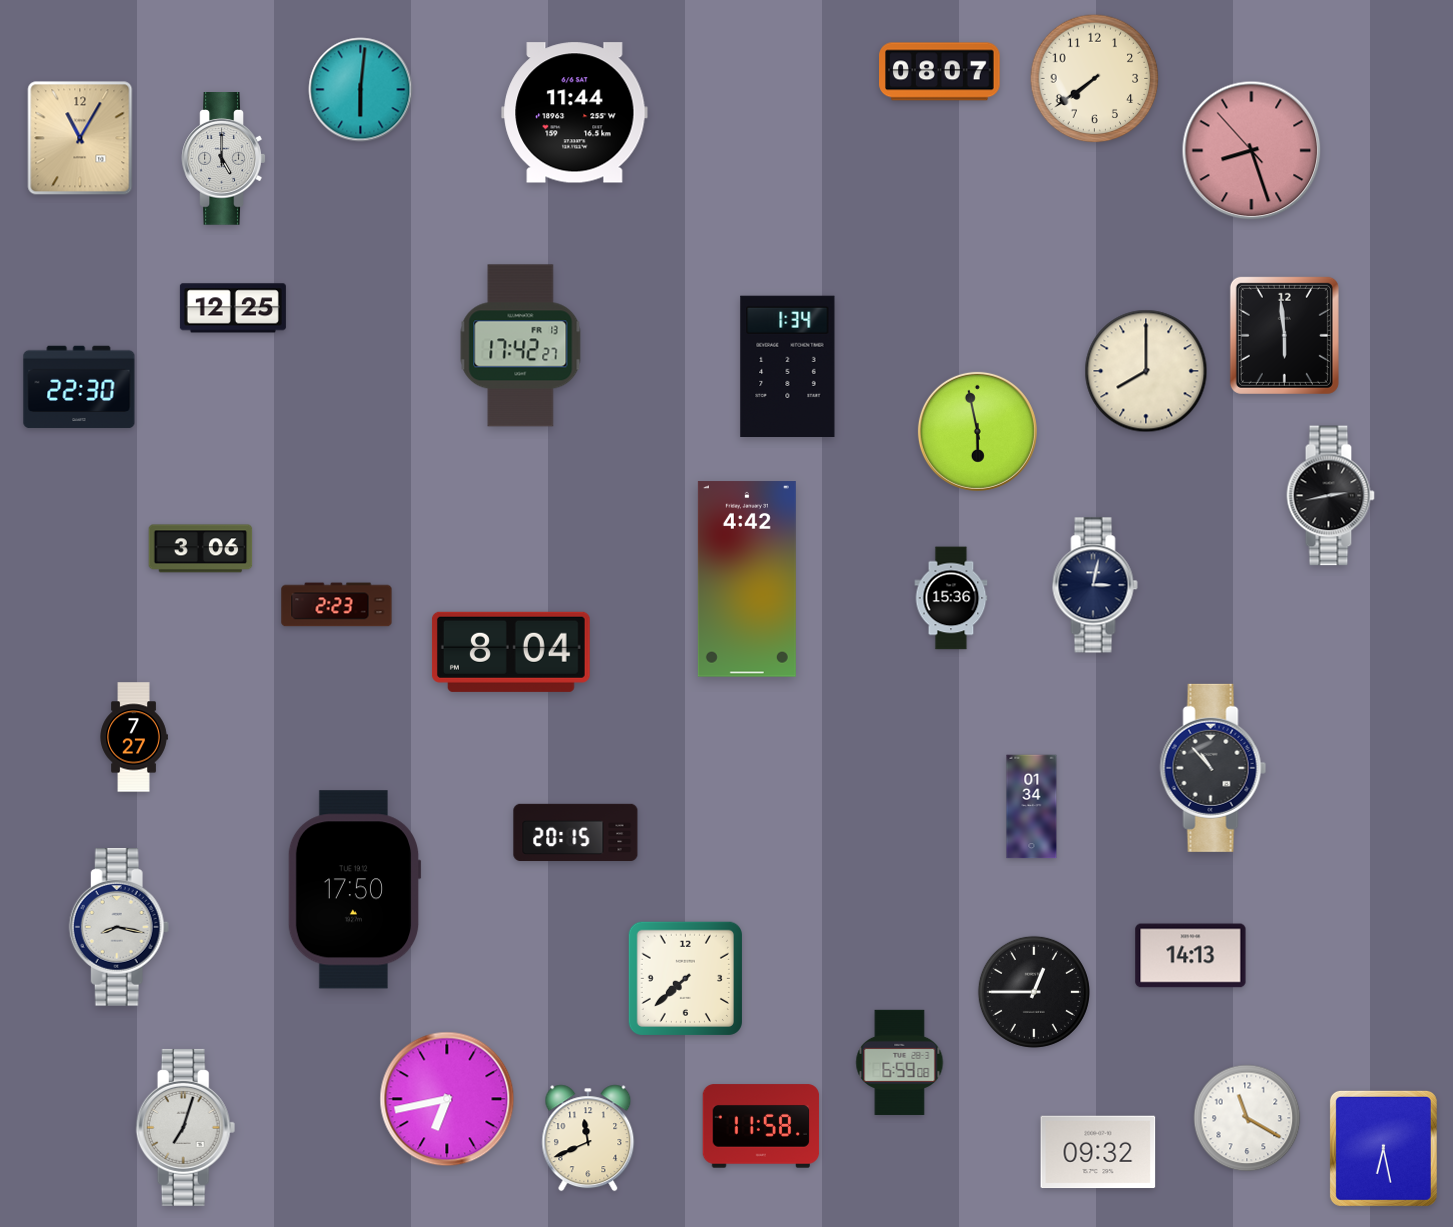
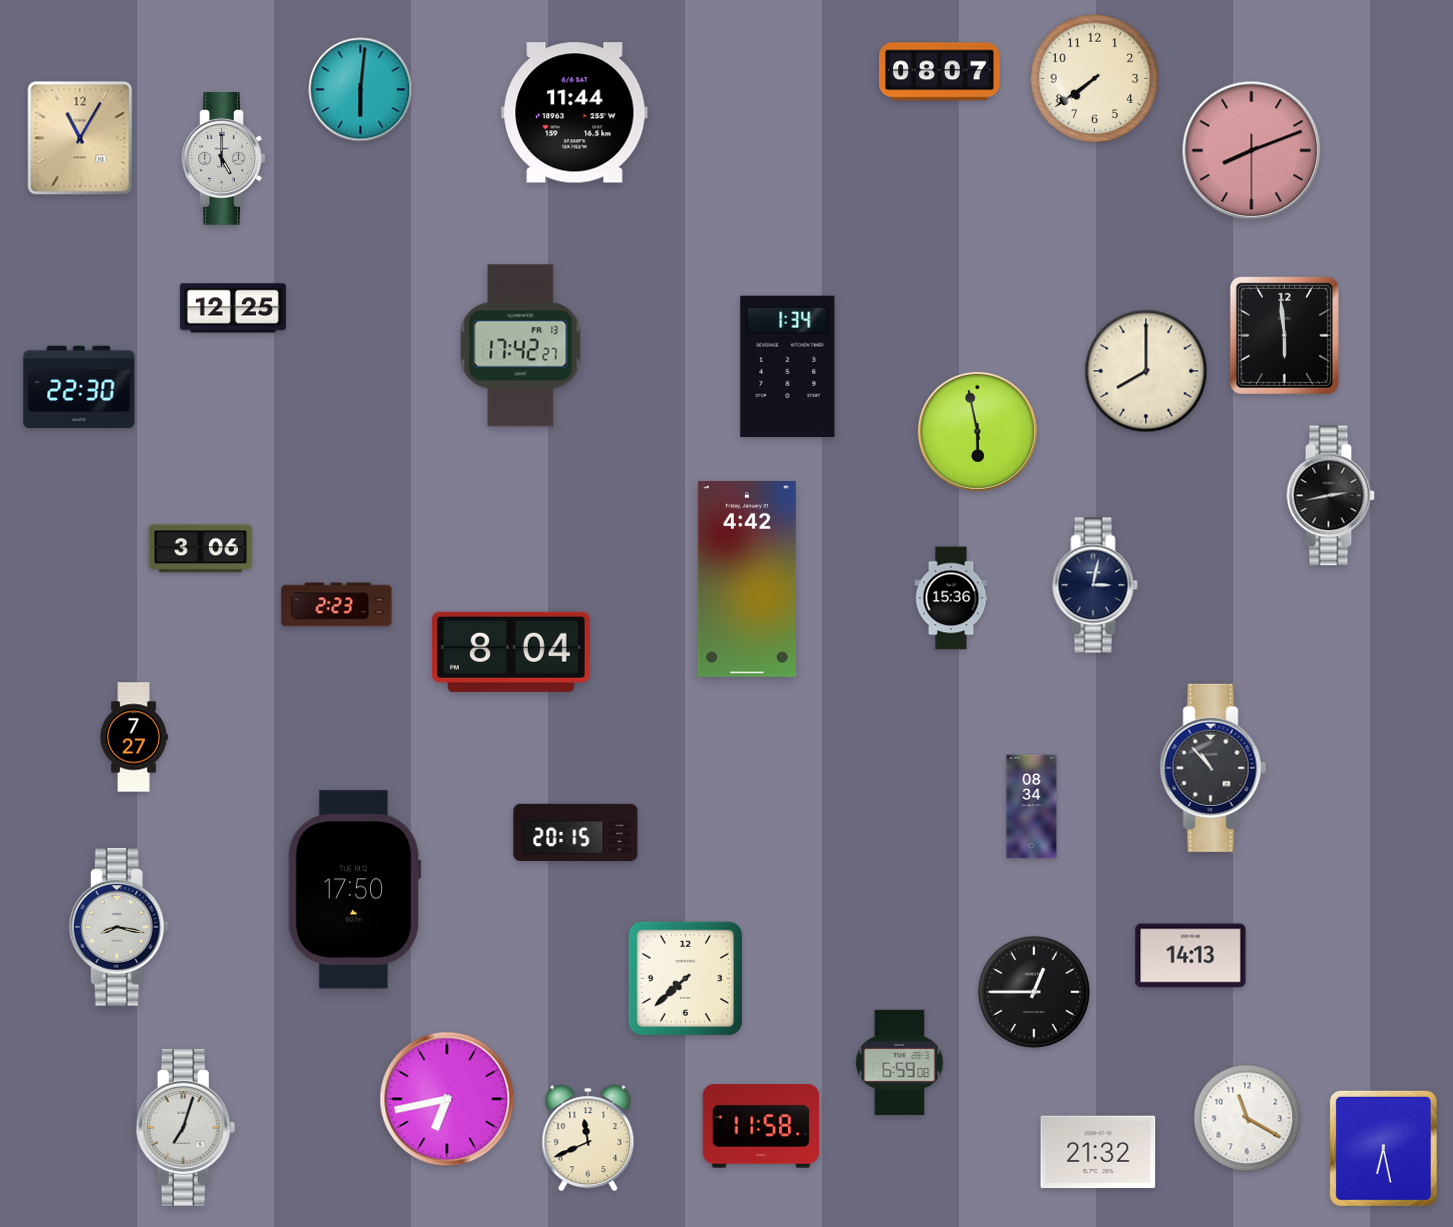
clock at (1252, 151): 8:26 -> 8:11
clock at (1032, 807): 01:34 -> 08:34
clock at (1098, 1152): 09:32 -> 21:32
